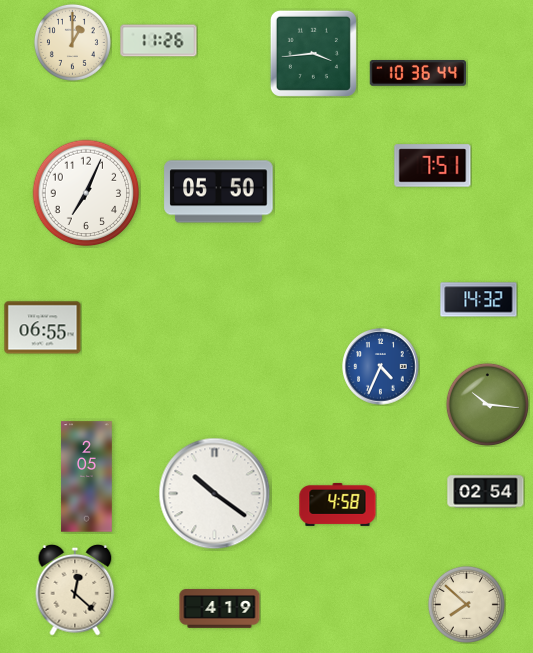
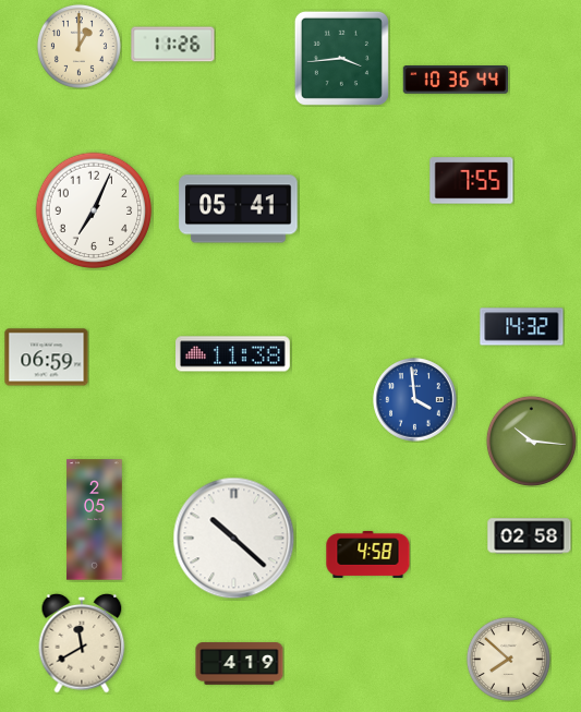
clock at (433, 166): 7:51 -> 7:55
clock at (219, 192): 05:50 -> 05:41
clock at (233, 354): none -> 11:38
clock at (43, 328): 06:55 -> 06:59
clock at (381, 367): 4:34 -> 3:59
clock at (486, 492): 02:54 -> 02:58
clock at (215, 494): 10:21 -> 10:22
clock at (338, 504) position: (338, 504) -> (368, 554)
clock at (75, 590): 12:22 -> 11:40
